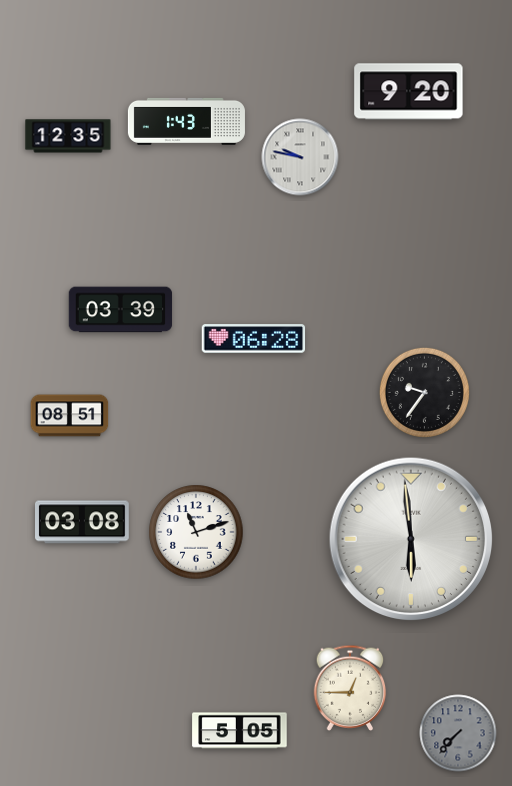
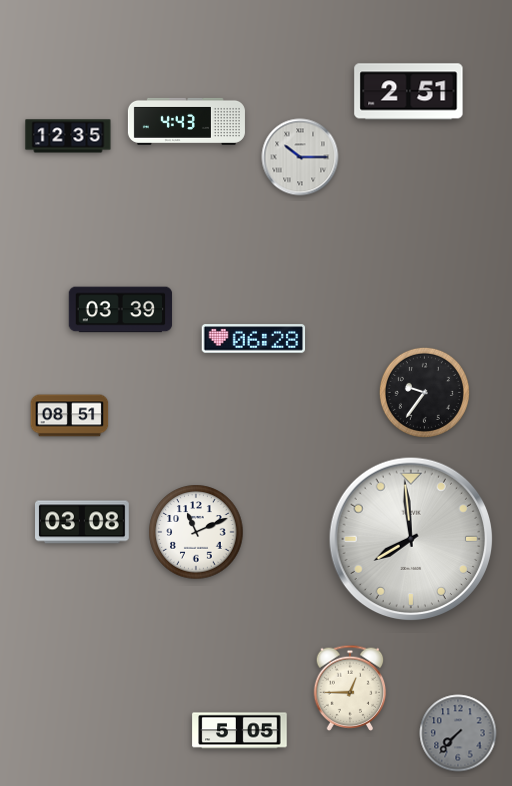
clock at (409, 92): 9:20 -> 2:51
clock at (186, 121): 1:43 -> 4:43
clock at (300, 157): 9:47 -> 10:15
clock at (196, 532): 11:12 -> 11:11
clock at (411, 539): 5:59 -> 7:59
